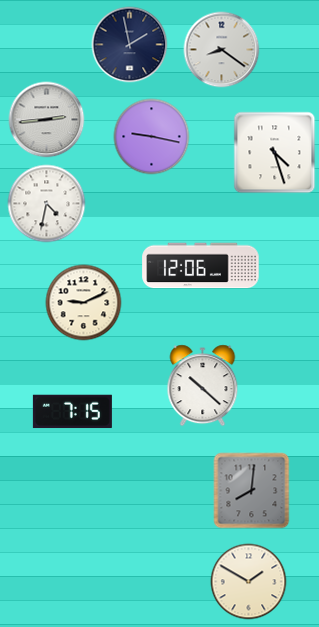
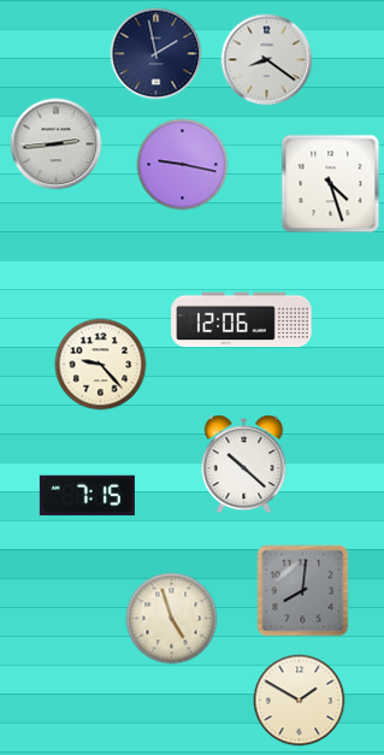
clock at (47, 204): 4:32 -> none
clock at (84, 303): 9:11 -> 9:23
clock at (172, 619): none -> 4:57
